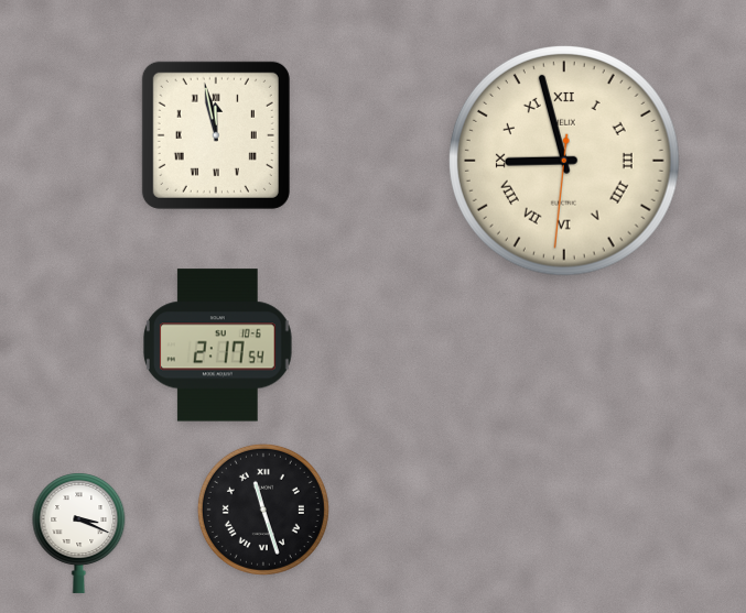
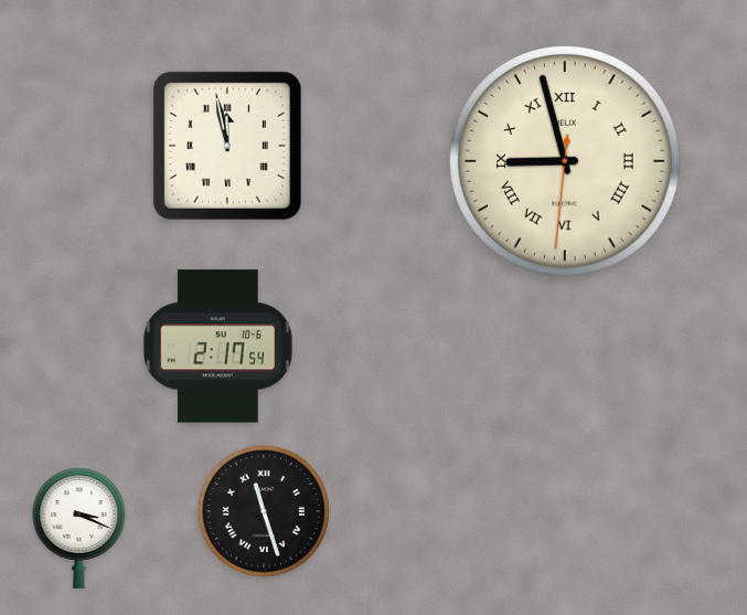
clock at (216, 135) position: (216, 135) -> (227, 146)
clock at (79, 533) position: (79, 533) -> (79, 528)
